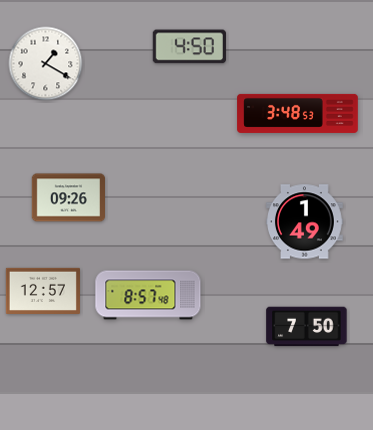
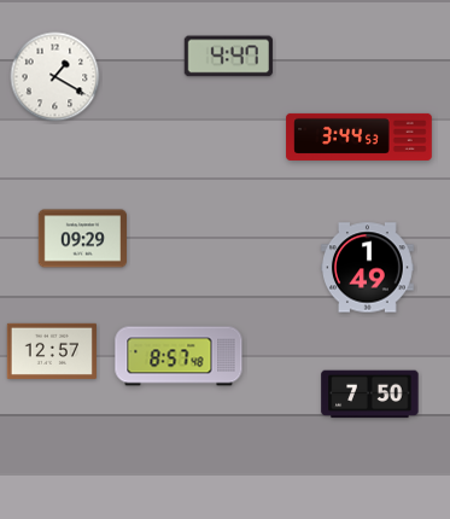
clock at (189, 47): 4:50 -> 4:47
clock at (298, 113): 3:48 -> 3:44
clock at (68, 198): 09:26 -> 09:29
